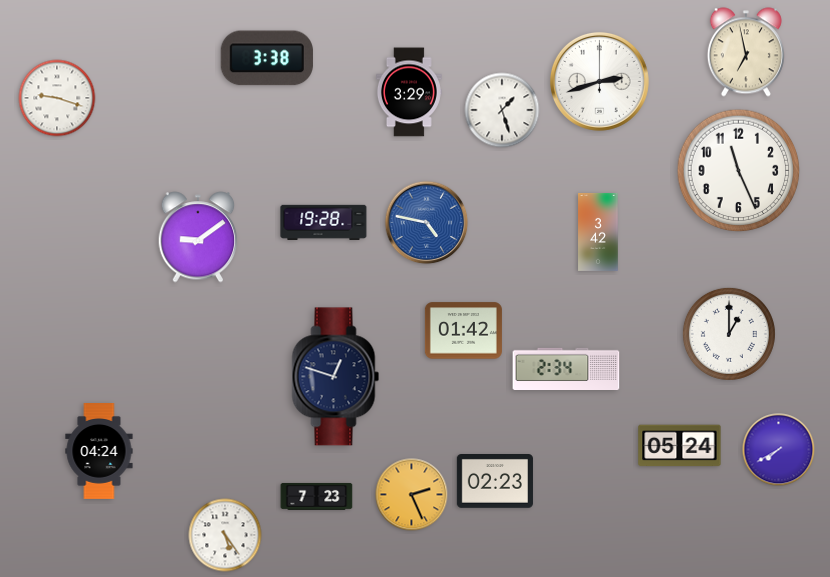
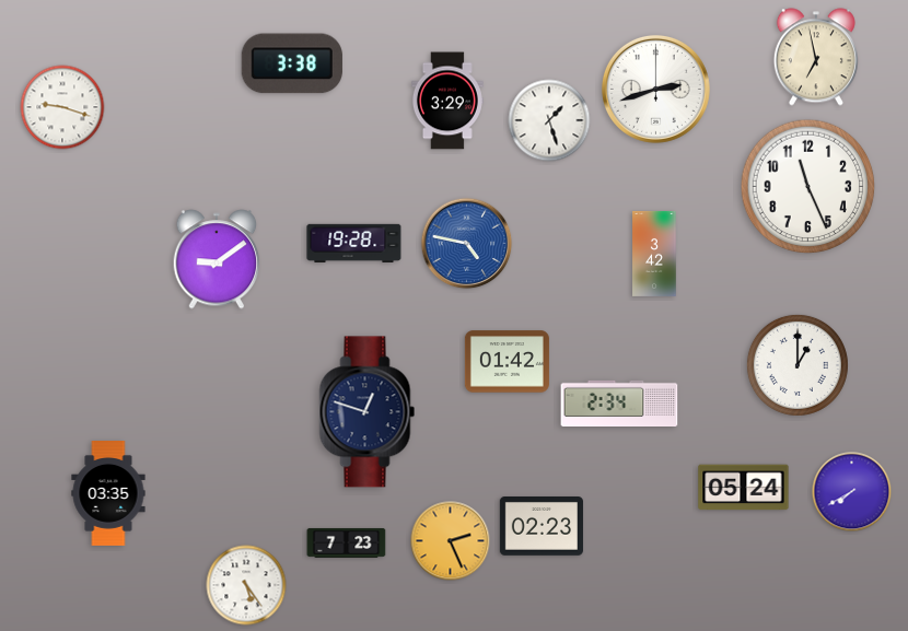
clock at (99, 452): 04:24 -> 03:35
